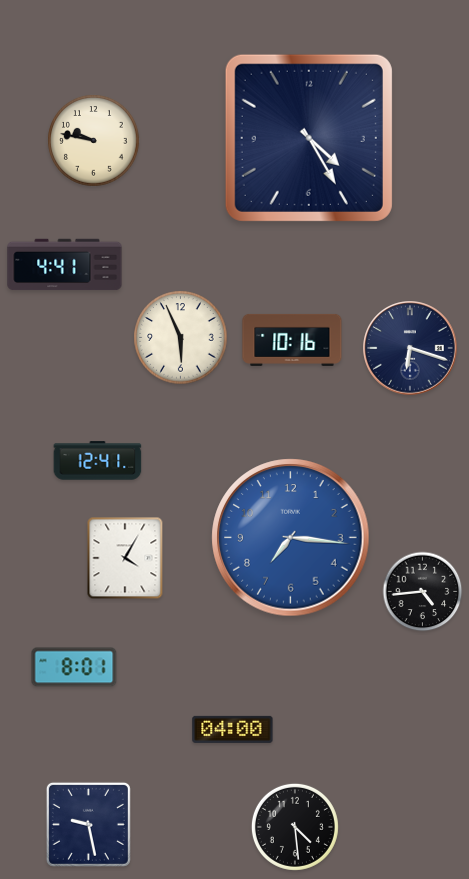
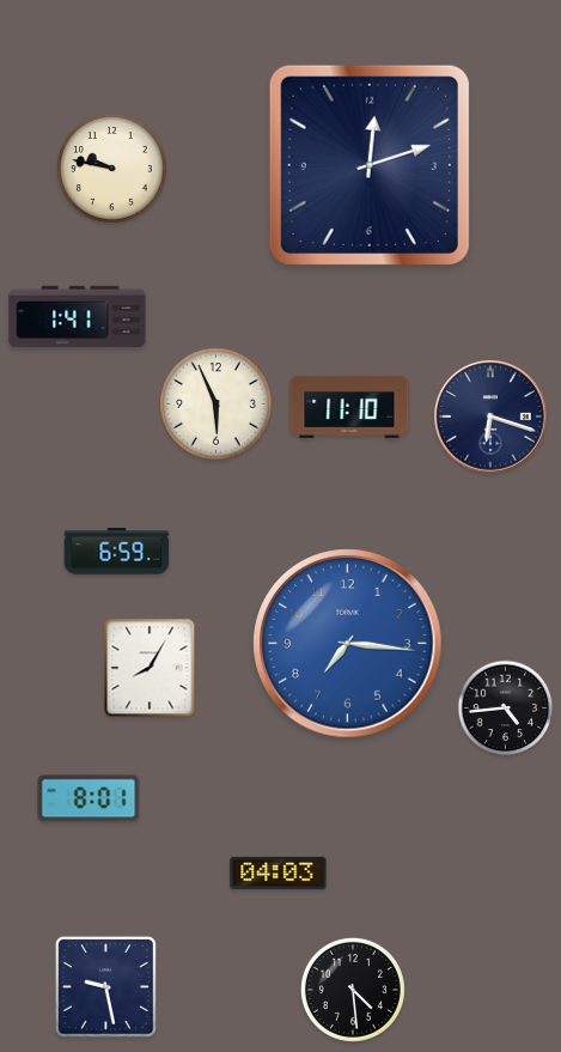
clock at (309, 138): 4:25 -> 12:12
clock at (65, 265): 4:41 -> 1:41
clock at (292, 340): 10:16 -> 11:10
clock at (98, 461): 12:41 -> 6:59
clock at (125, 558): 4:05 -> 8:05
clock at (233, 729): 04:00 -> 04:03
